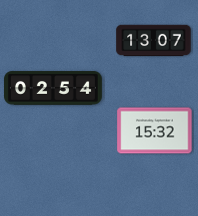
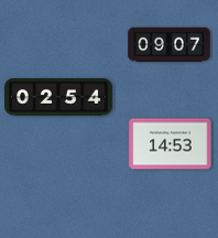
clock at (154, 41): 13:07 -> 09:07
clock at (155, 131): 15:32 -> 14:53
